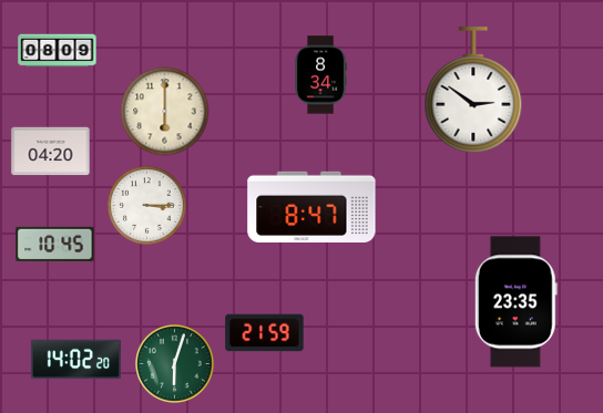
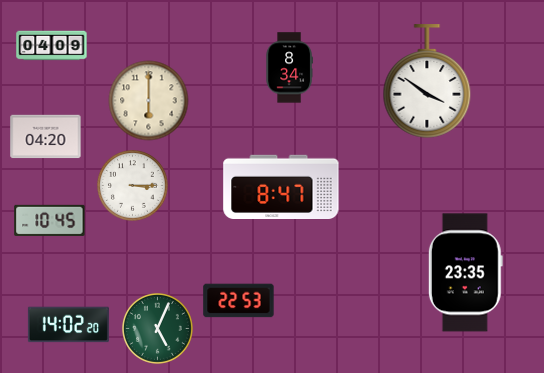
clock at (58, 51): 08:09 -> 04:09
clock at (473, 90): 2:51 -> 3:51
clock at (265, 333): 21:59 -> 22:53
clock at (175, 364): 6:03 -> 5:04
